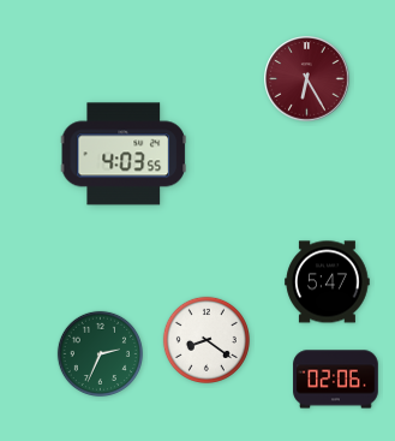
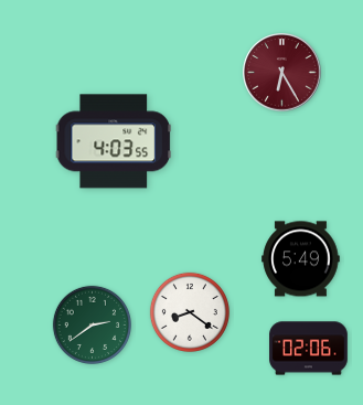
clock at (328, 282): 5:47 -> 5:49
clock at (100, 353): 2:34 -> 2:39
